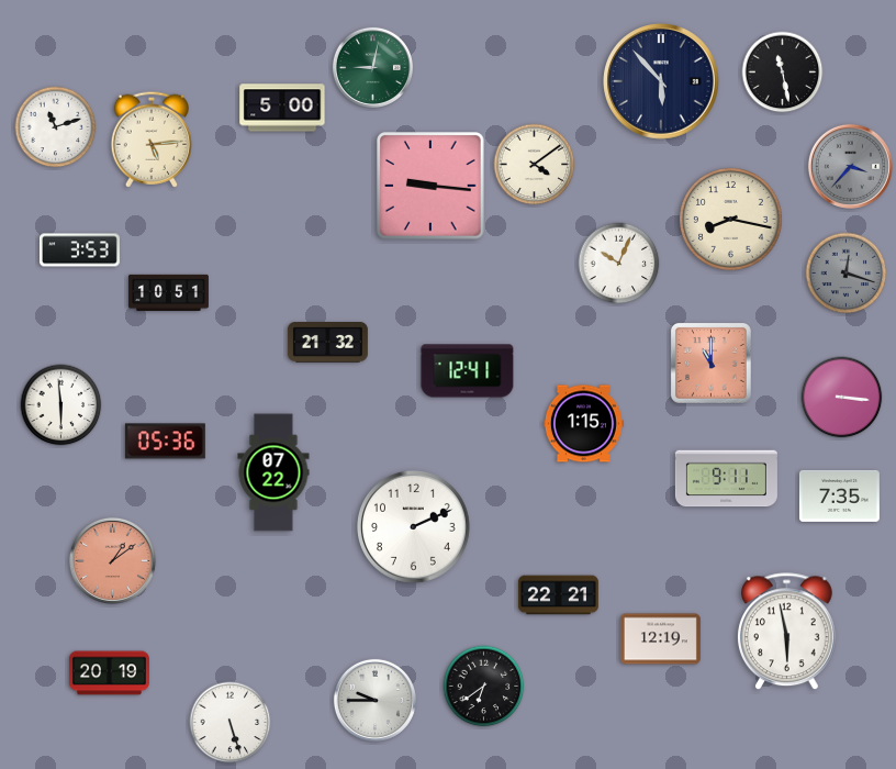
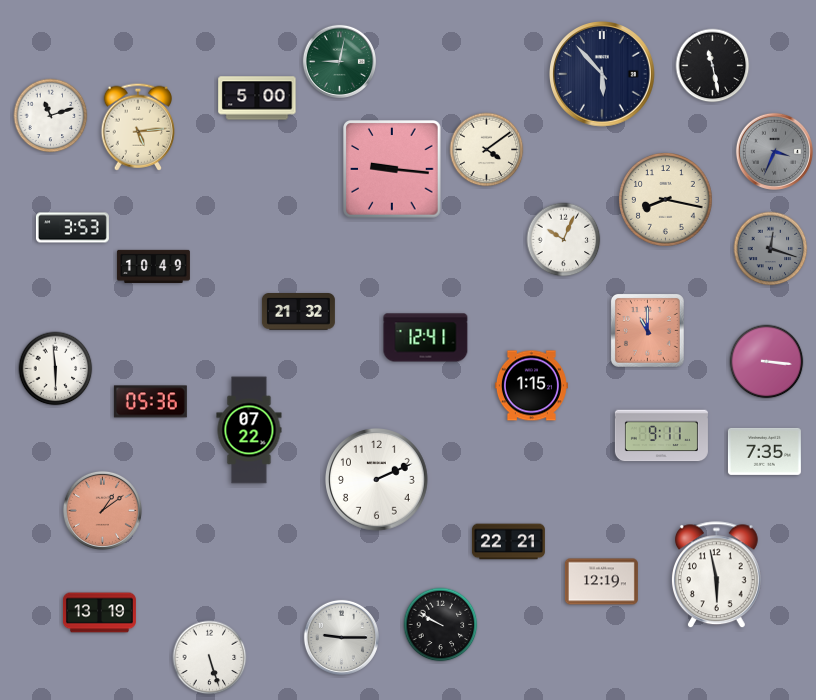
clock at (850, 166): 3:37 -> 3:34
clock at (168, 292): 10:51 -> 10:49
clock at (109, 673): 20:19 -> 13:19
clock at (484, 687): 6:39 -> 9:50
clock at (374, 700): 9:45 -> 9:15
